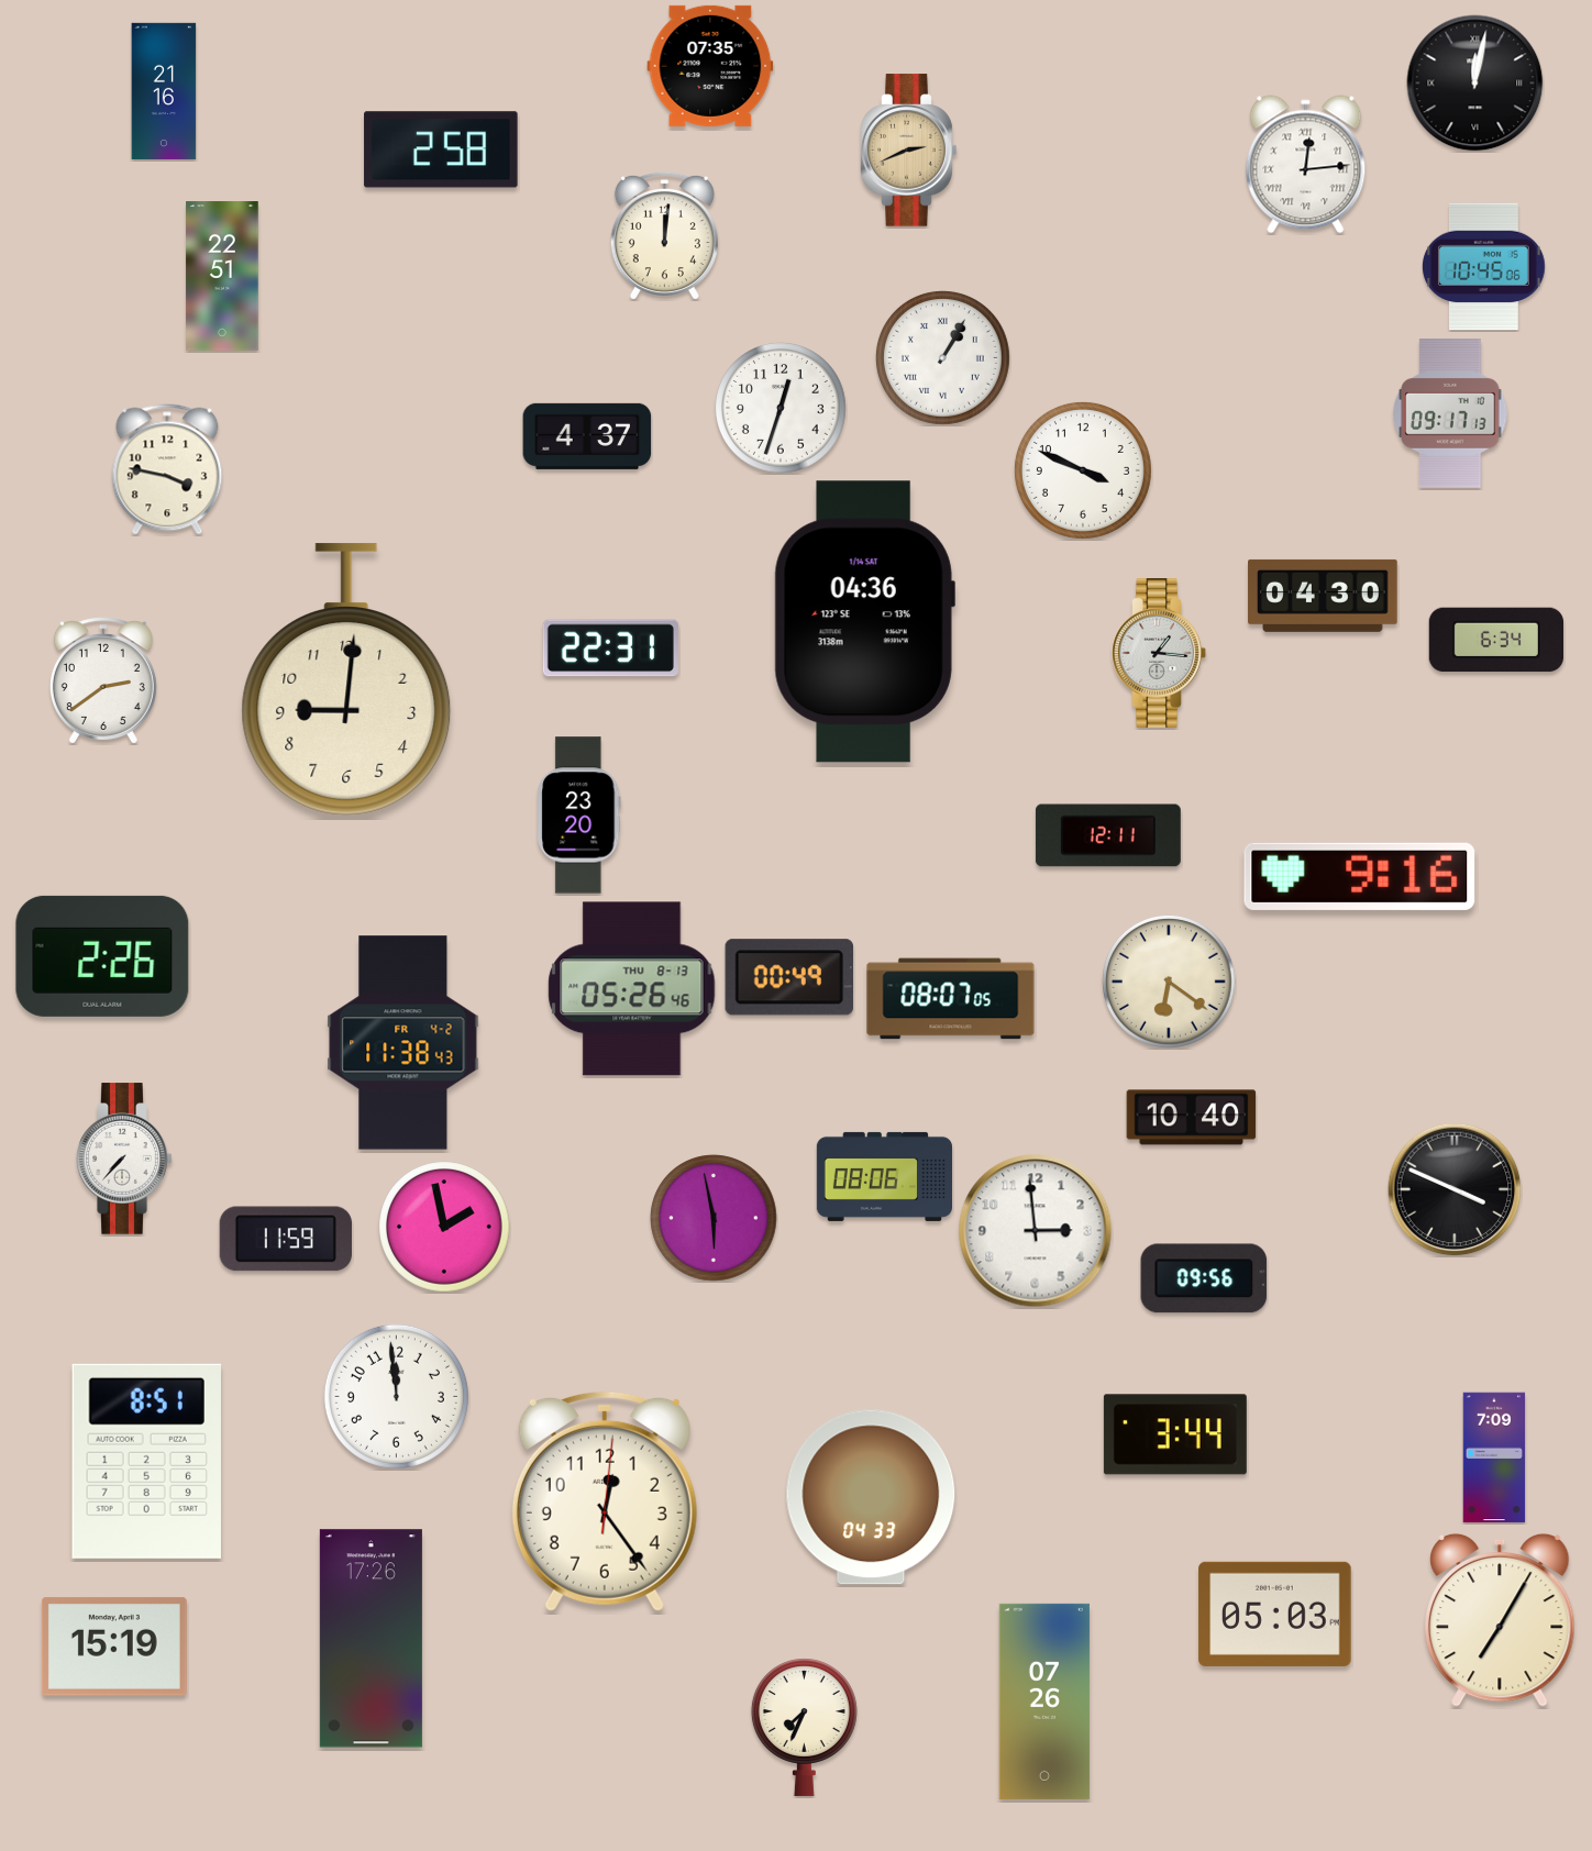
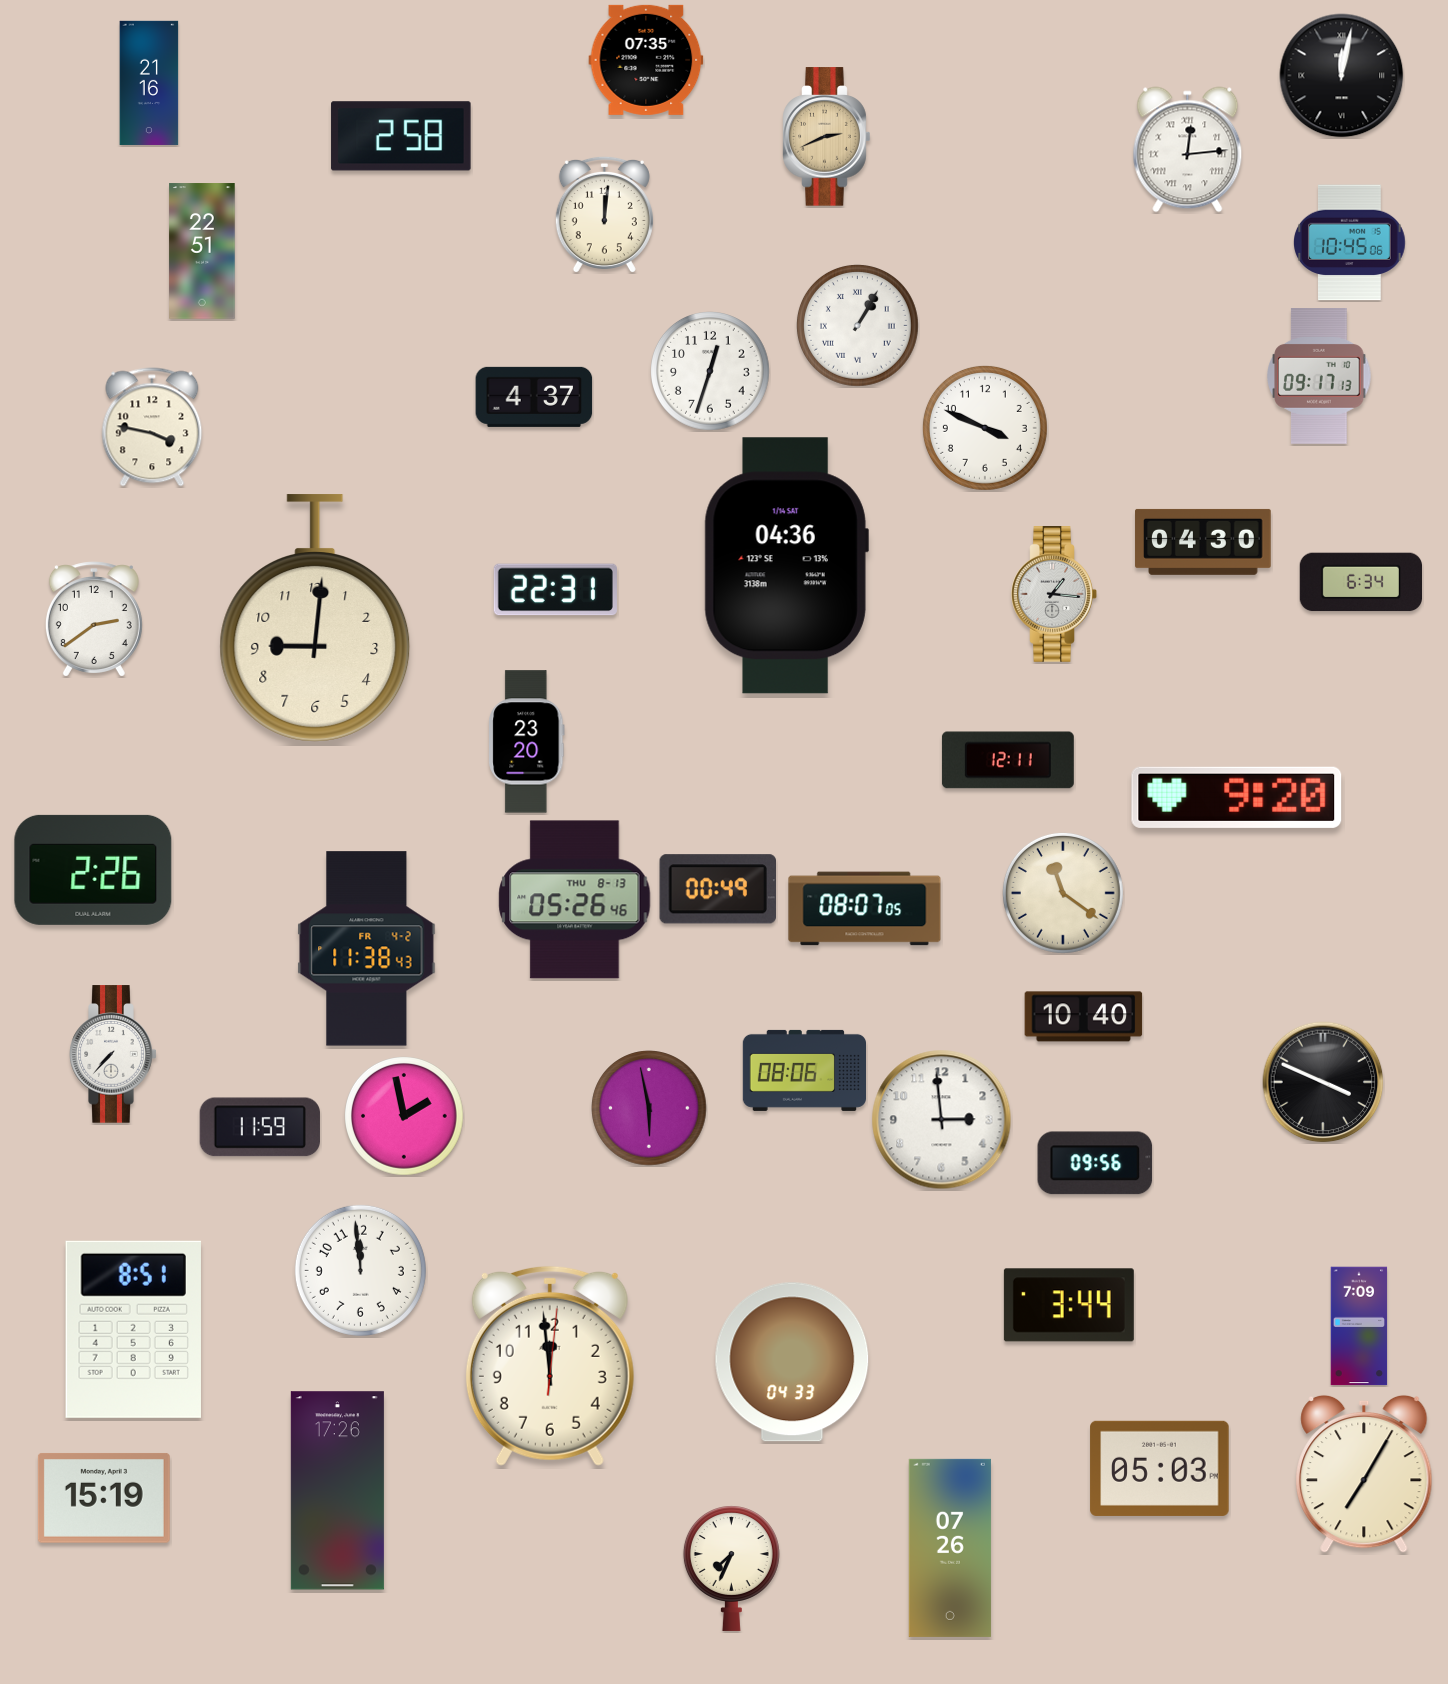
clock at (1360, 876): 9:16 -> 9:20
clock at (1169, 982): 6:21 -> 11:21
clock at (605, 1501): 12:24 -> 11:59
clock at (804, 1727) position: (804, 1727) -> (731, 1568)
